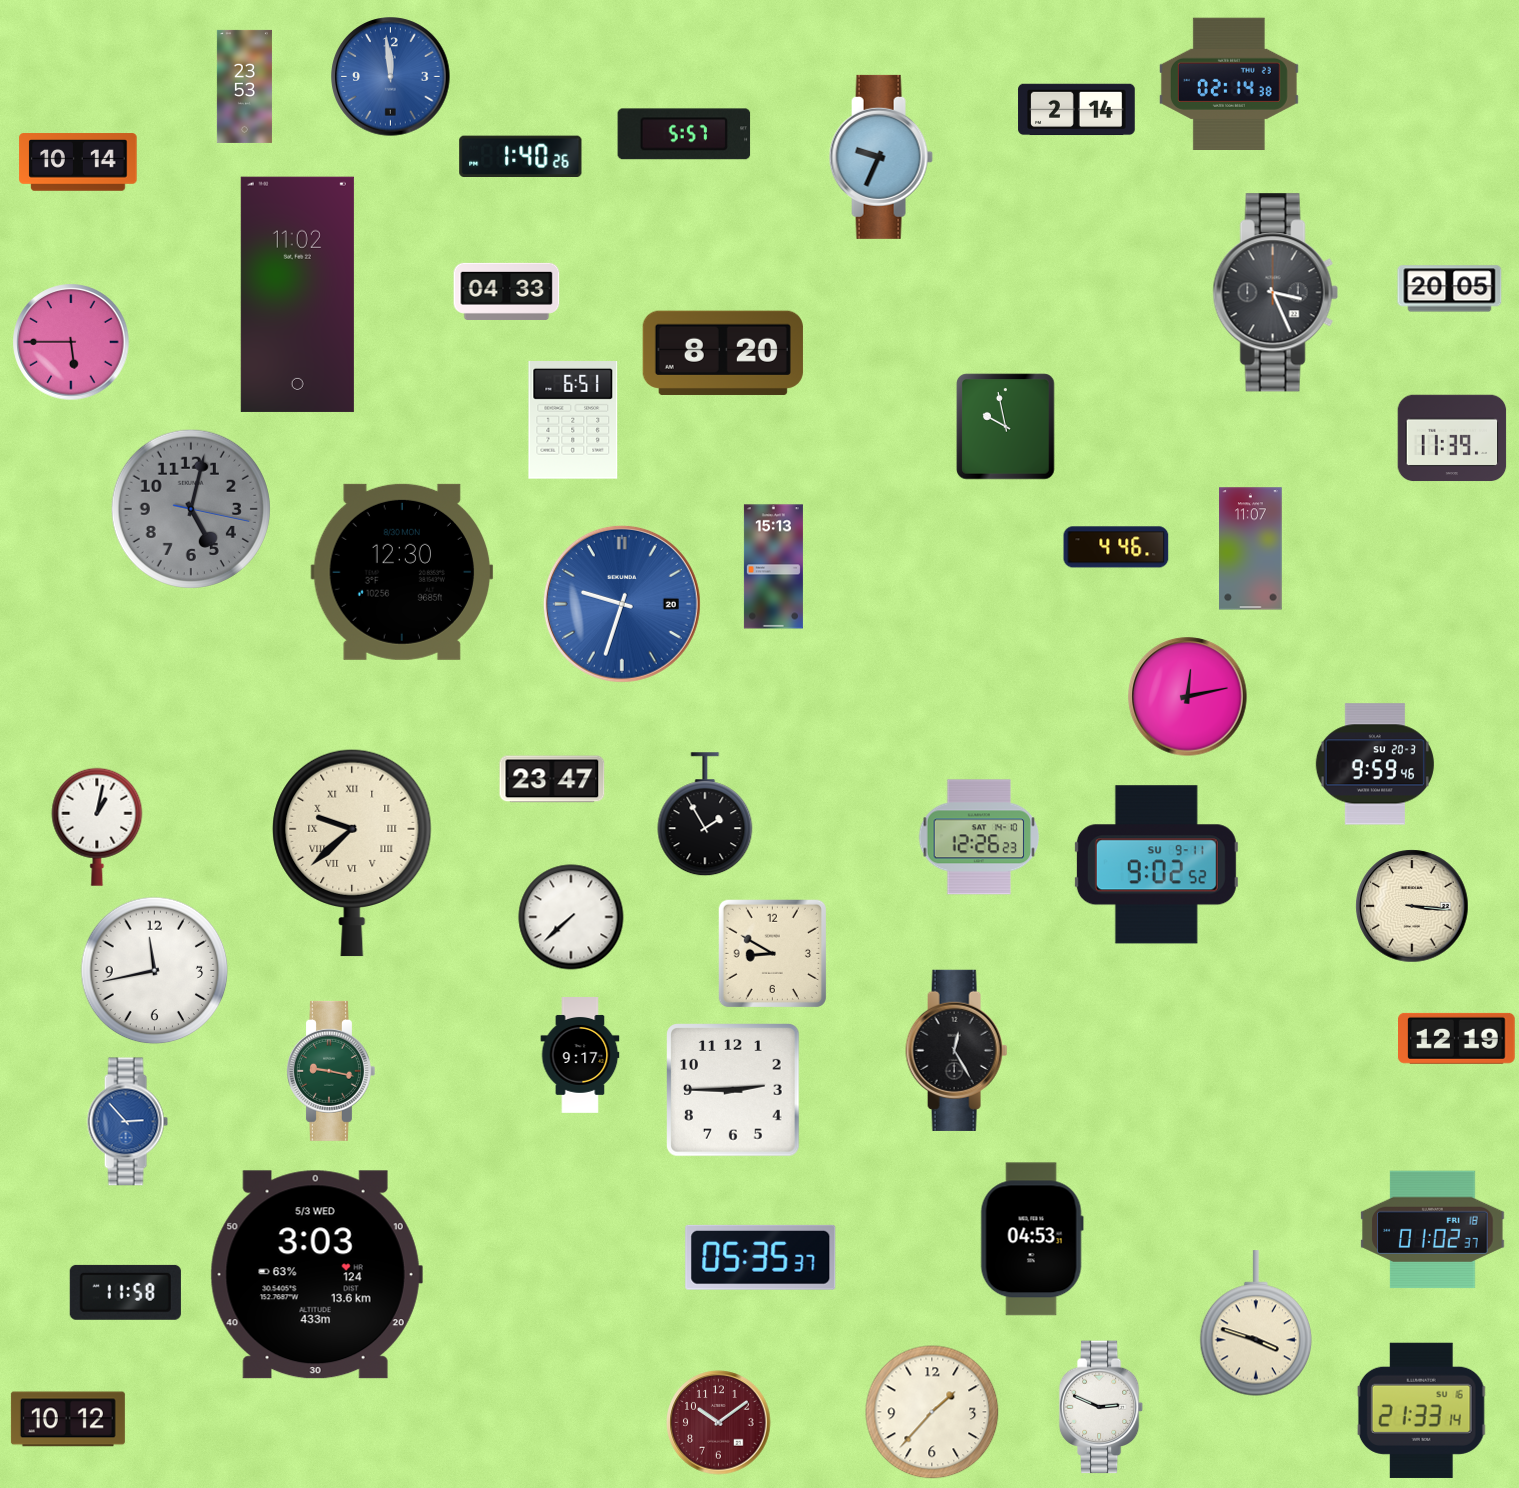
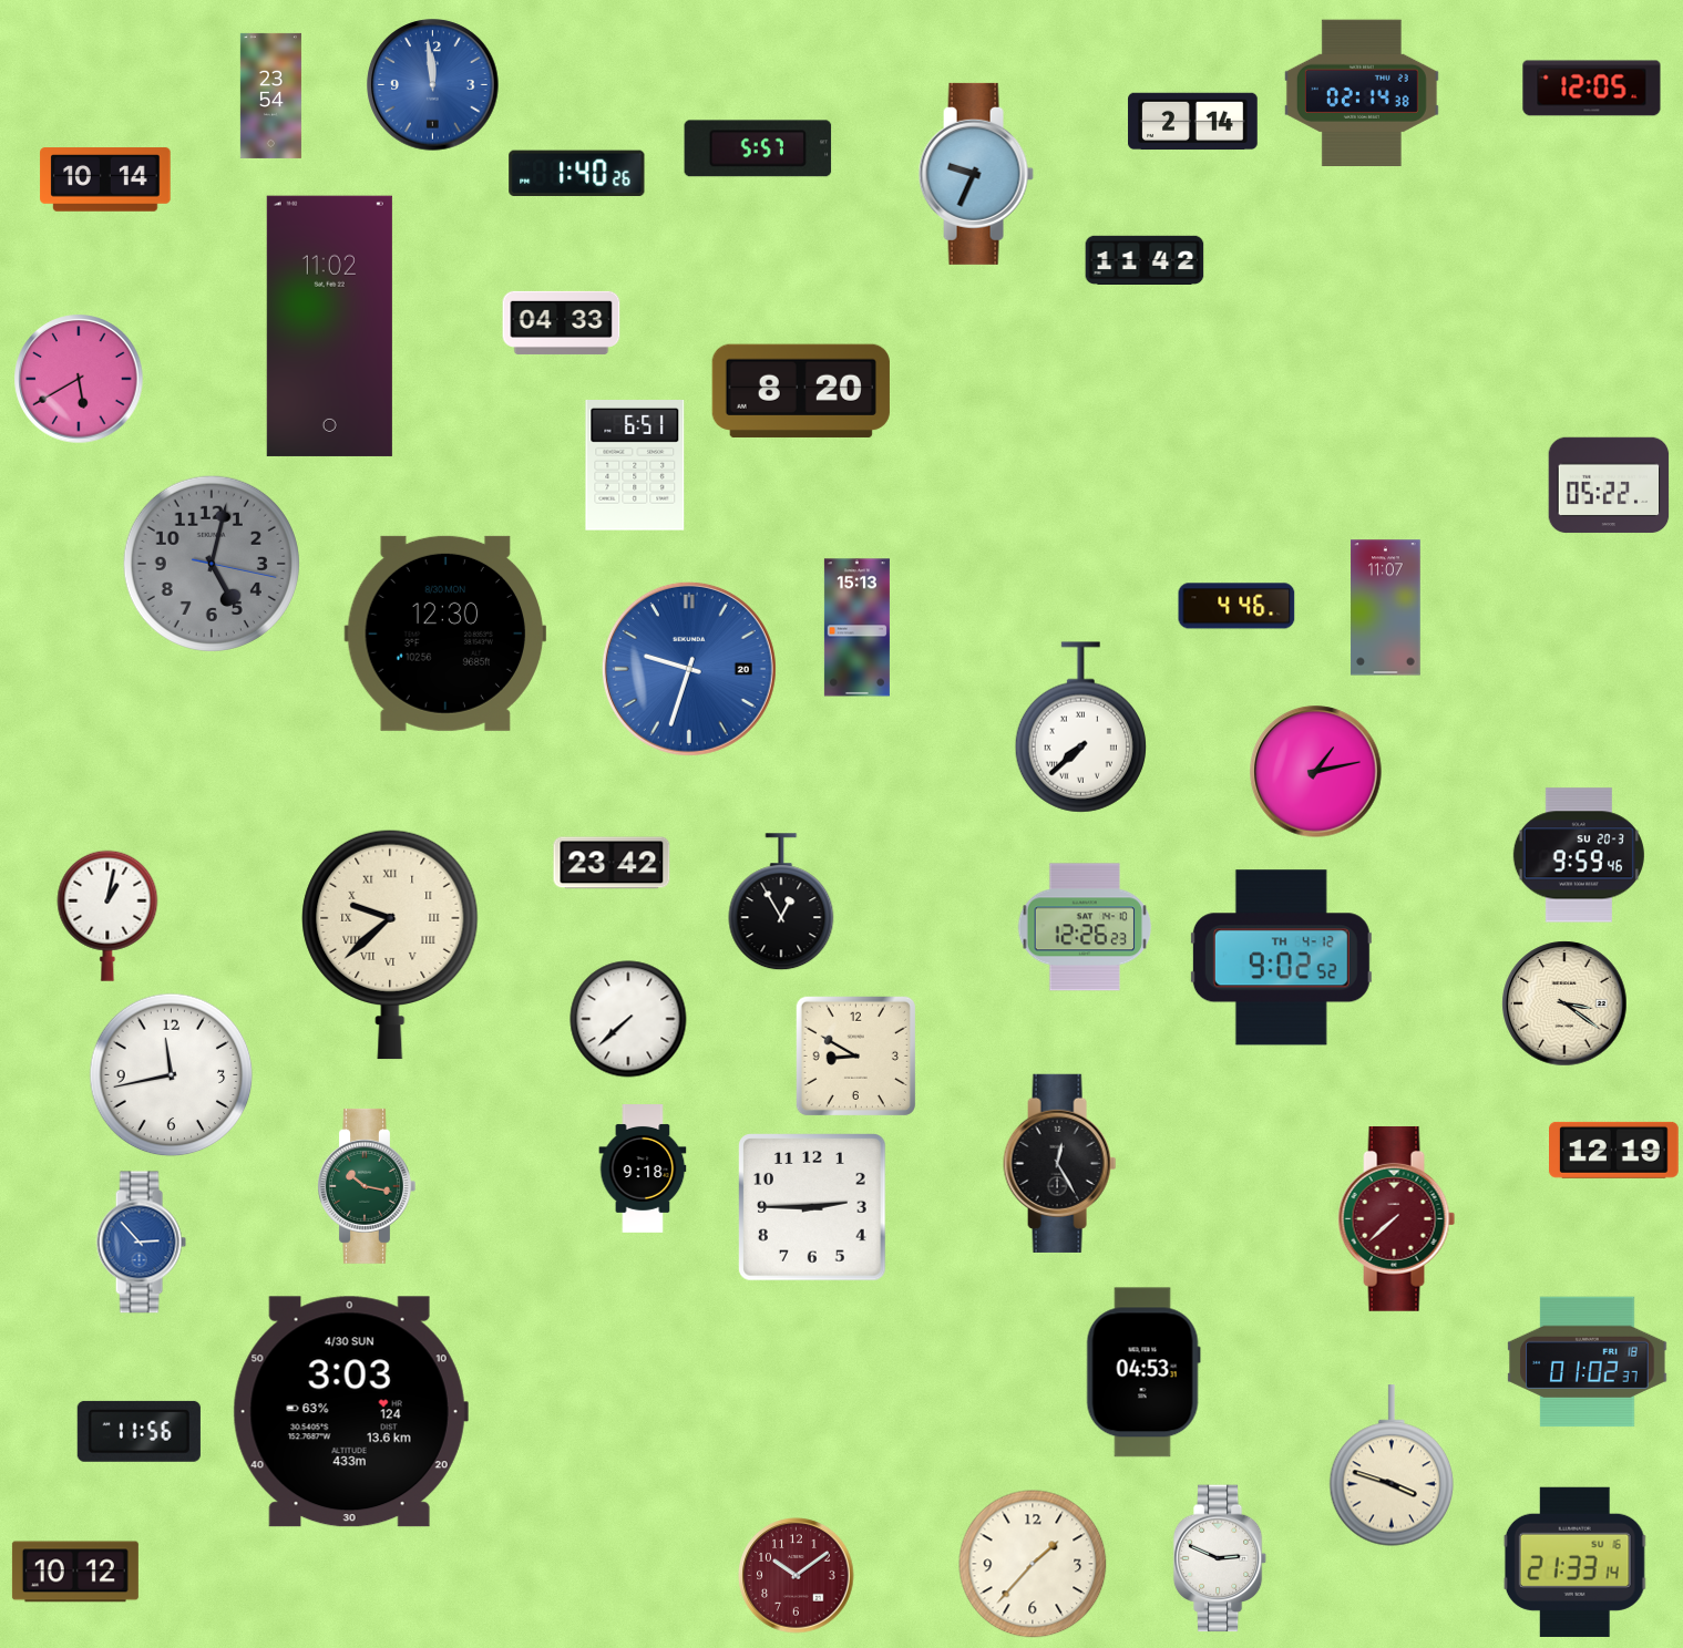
clock at (1592, 89): none -> 12:05
clock at (244, 86): 23:53 -> 23:54
clock at (78, 162) position: (78, 162) -> (105, 179)
clock at (1145, 259): none -> 11:42
clock at (1450, 289): 20:05 -> none
clock at (1275, 293): 3:26 -> none
clock at (71, 342): 5:45 -> 5:40
clock at (1006, 427): 9:58 -> none
clock at (1452, 438): 11:39 -> 05:22
clock at (1080, 728): none -> 7:38
clock at (1188, 697): 12:13 -> 1:13
clock at (1375, 764) position: (1375, 764) -> (1579, 855)
clock at (552, 779): 23:47 -> 23:42
clock at (705, 815): 1:55 -> 12:55
clock at (1156, 865) date: SU 9-11 -> TH 4-12
clock at (1412, 906): 3:16 -> 3:21
clock at (571, 917) position: (571, 917) -> (628, 1019)
clock at (580, 1056): 9:17 -> 9:18
clock at (331, 1071): 9:17 -> 10:17
clock at (1397, 1218): none -> 7:38
clock at (761, 1257): 05:35 -> none
clock at (316, 1275) date: 5/3 WED -> 4/30 SUN
clock at (125, 1292): 11:58 -> 11:56
